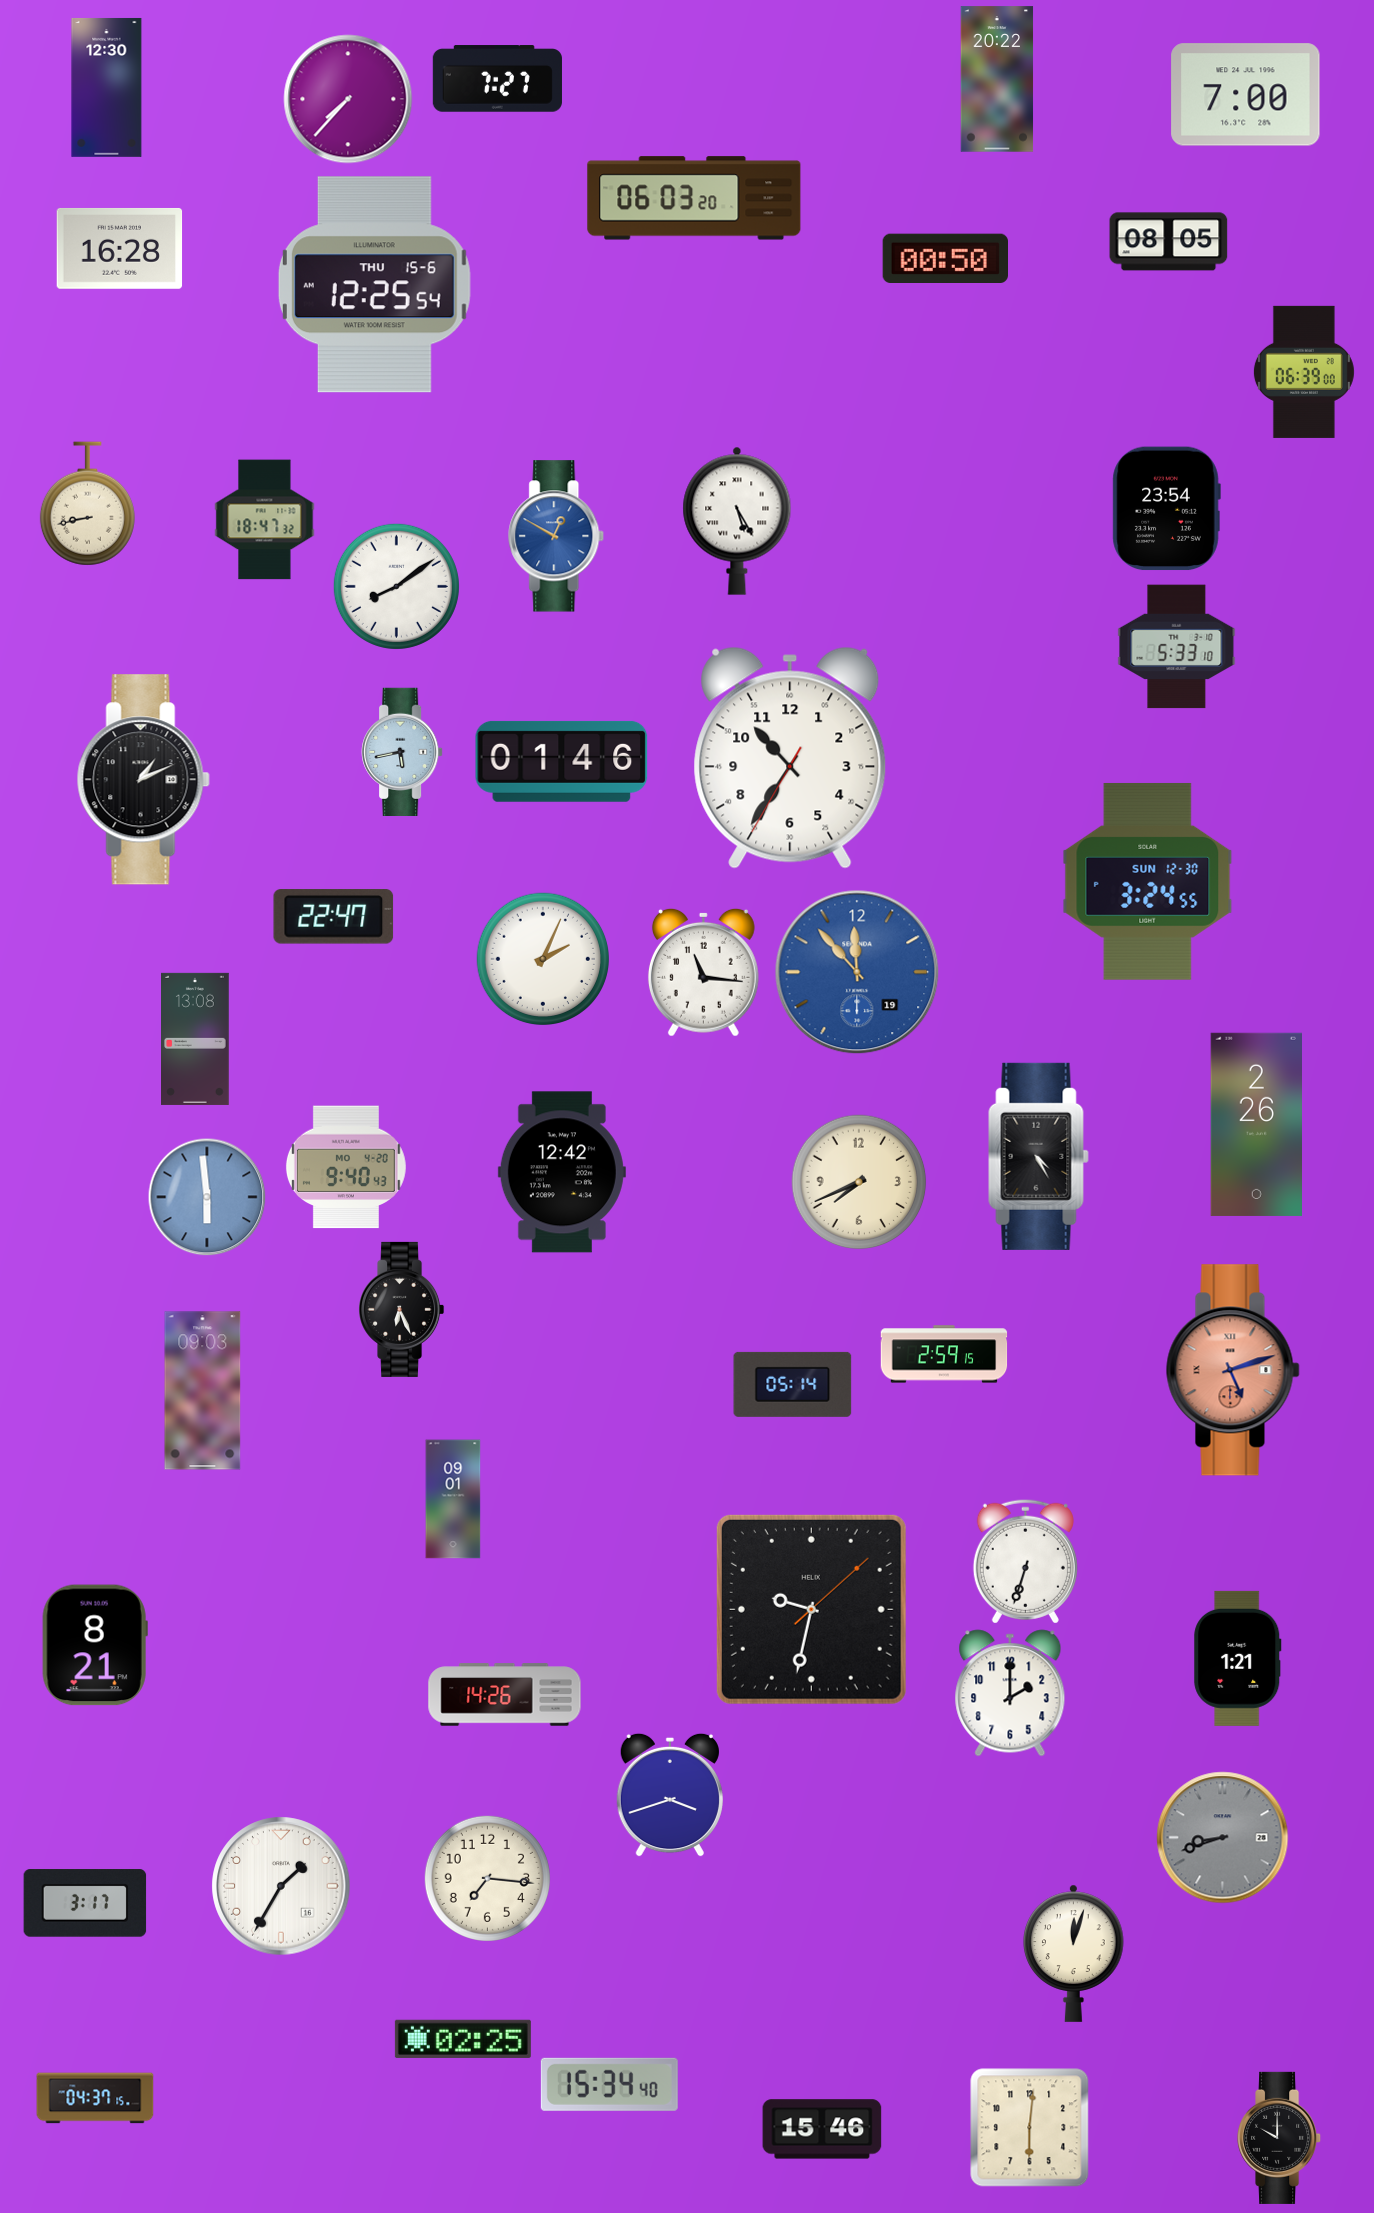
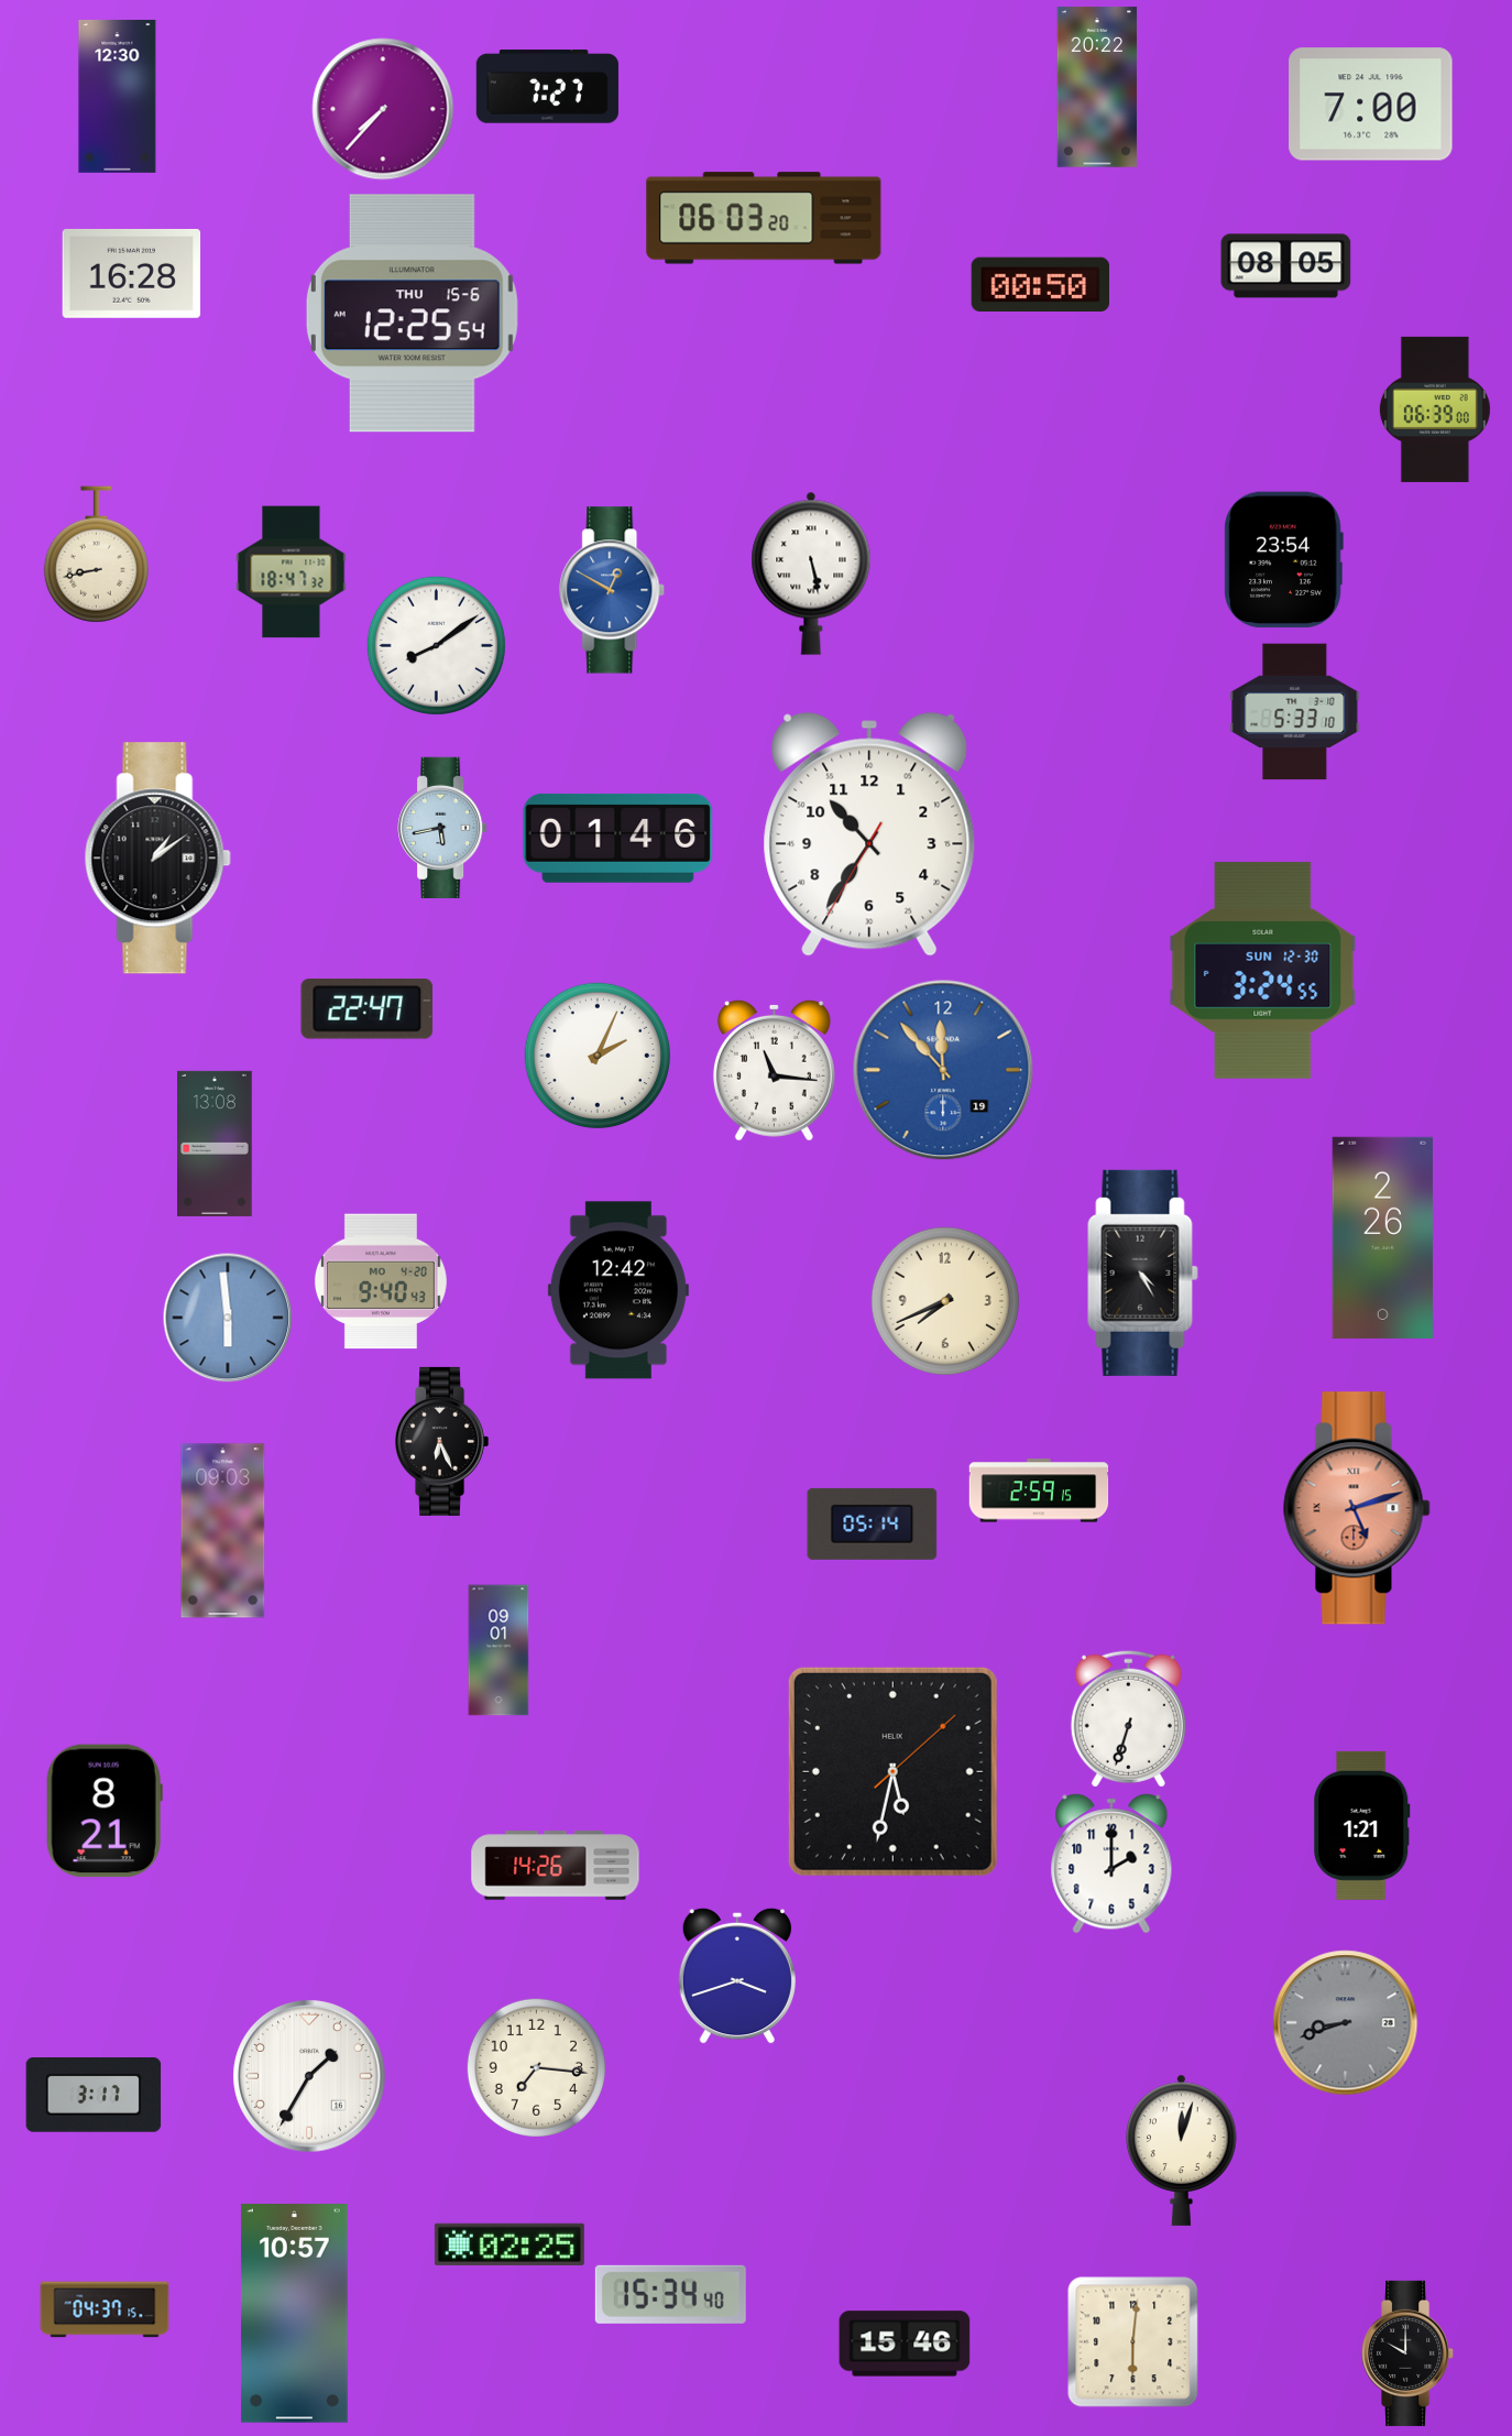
clock at (737, 521): 5:25 -> 5:28
clock at (143, 780): 1:11 -> 1:09
clock at (346, 1167) position: (346, 1167) -> (381, 1281)
clock at (811, 1609): 9:32 -> 5:32
clock at (294, 2314): none -> 10:57
